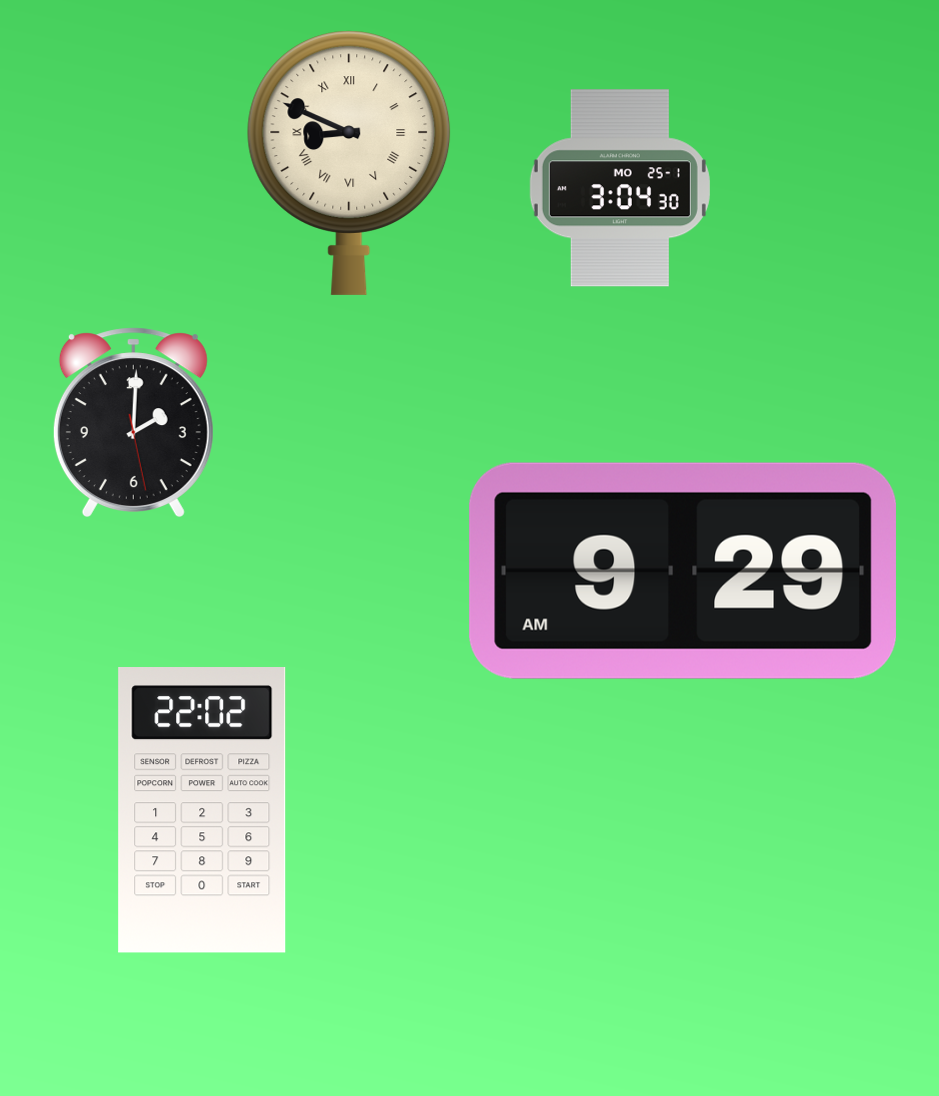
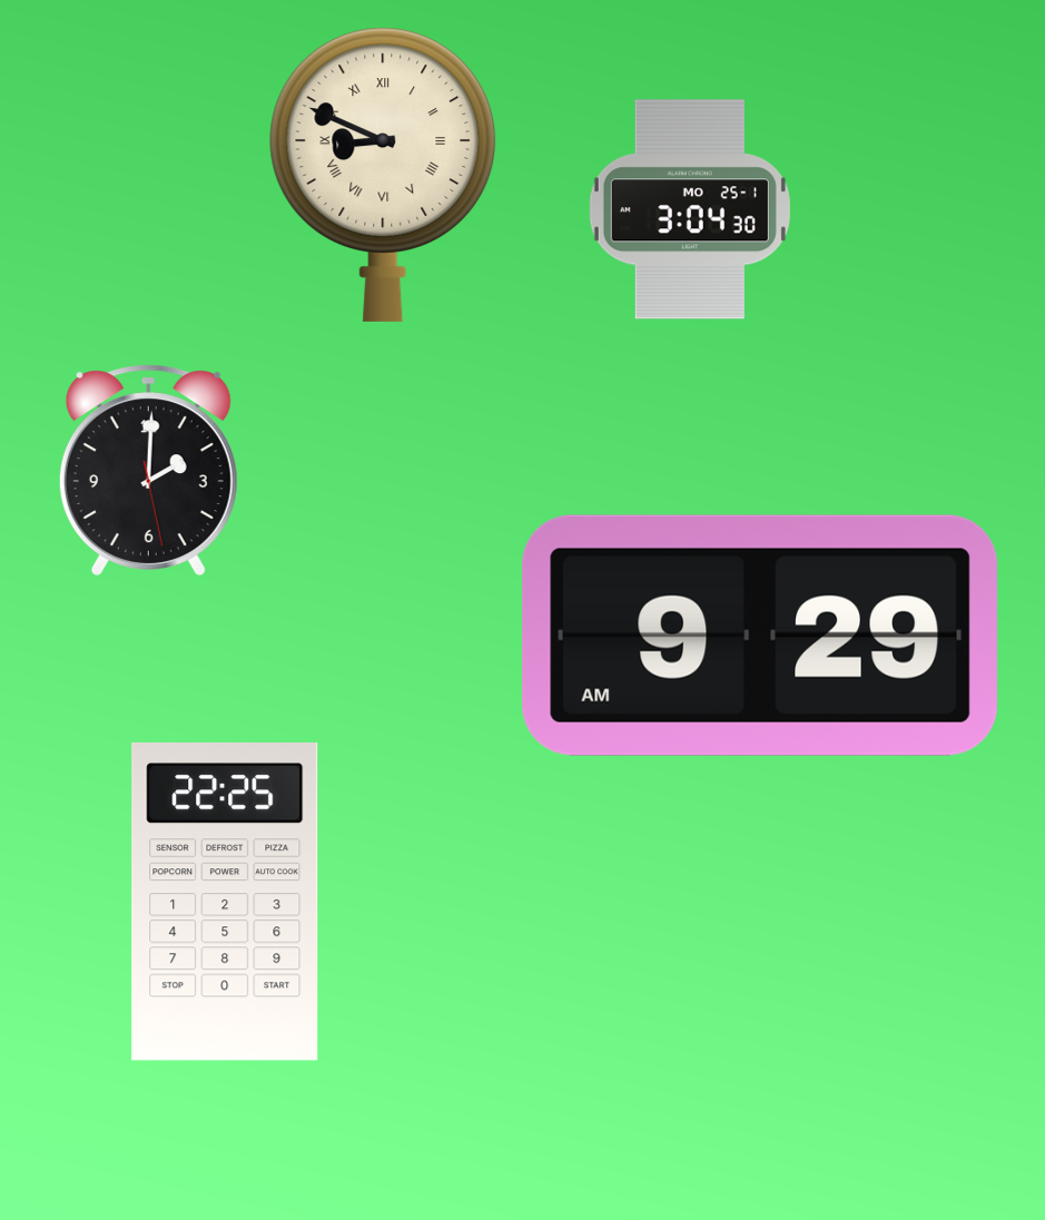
clock at (349, 163) position: (349, 163) -> (383, 175)
clock at (202, 811): 22:02 -> 22:25
